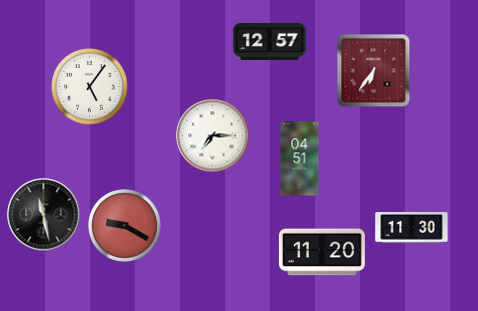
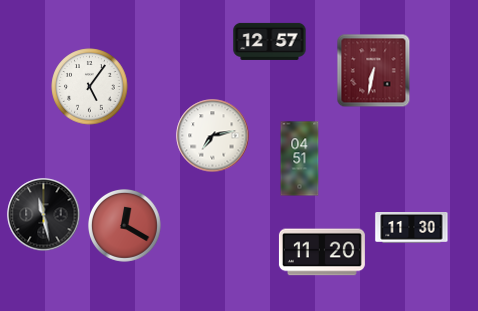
clock at (374, 71): 6:36 -> 6:32
clock at (213, 136): 7:15 -> 7:13
clock at (125, 226): 9:20 -> 12:20
